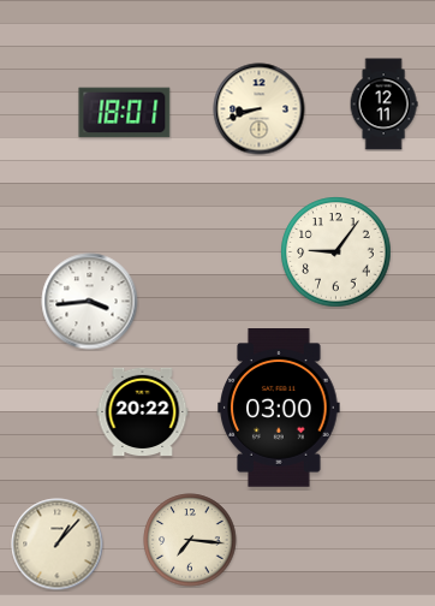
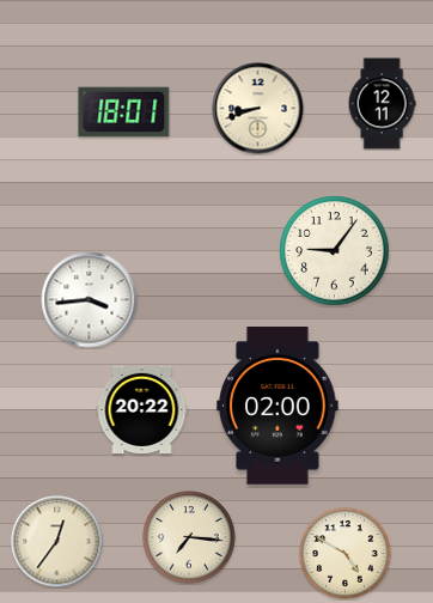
clock at (279, 409): 03:00 -> 02:00
clock at (58, 545): 1:07 -> 12:36
clock at (346, 554): none -> 4:50
